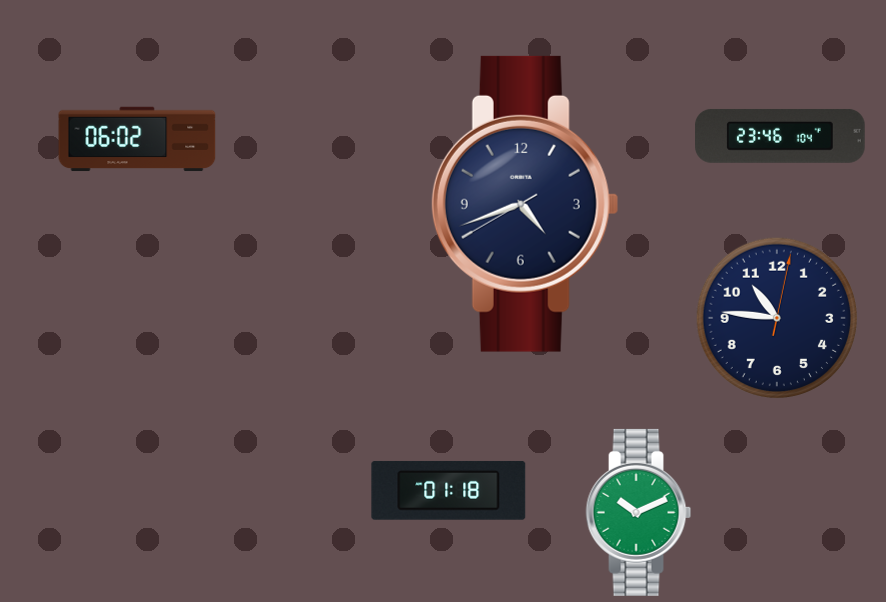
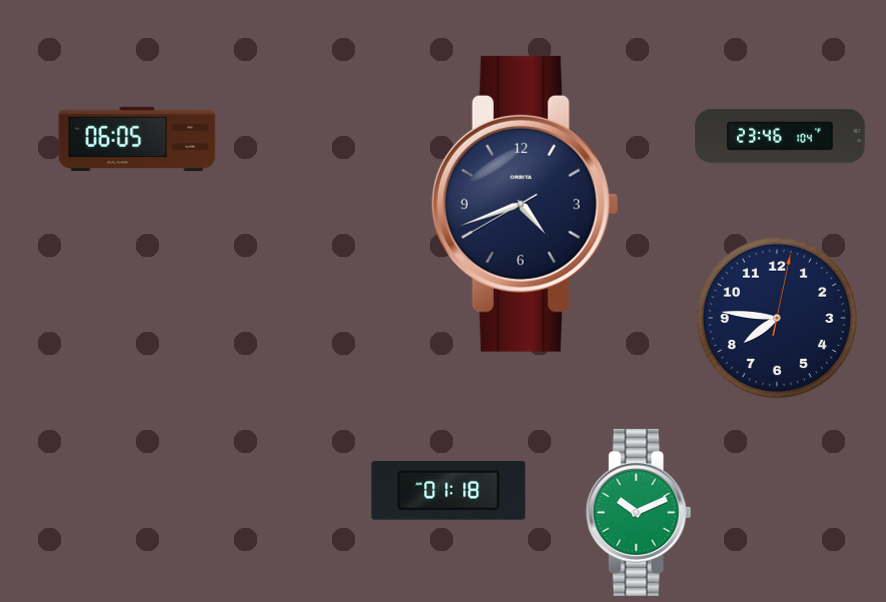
clock at (137, 139): 06:02 -> 06:05
clock at (776, 317): 10:46 -> 7:46
